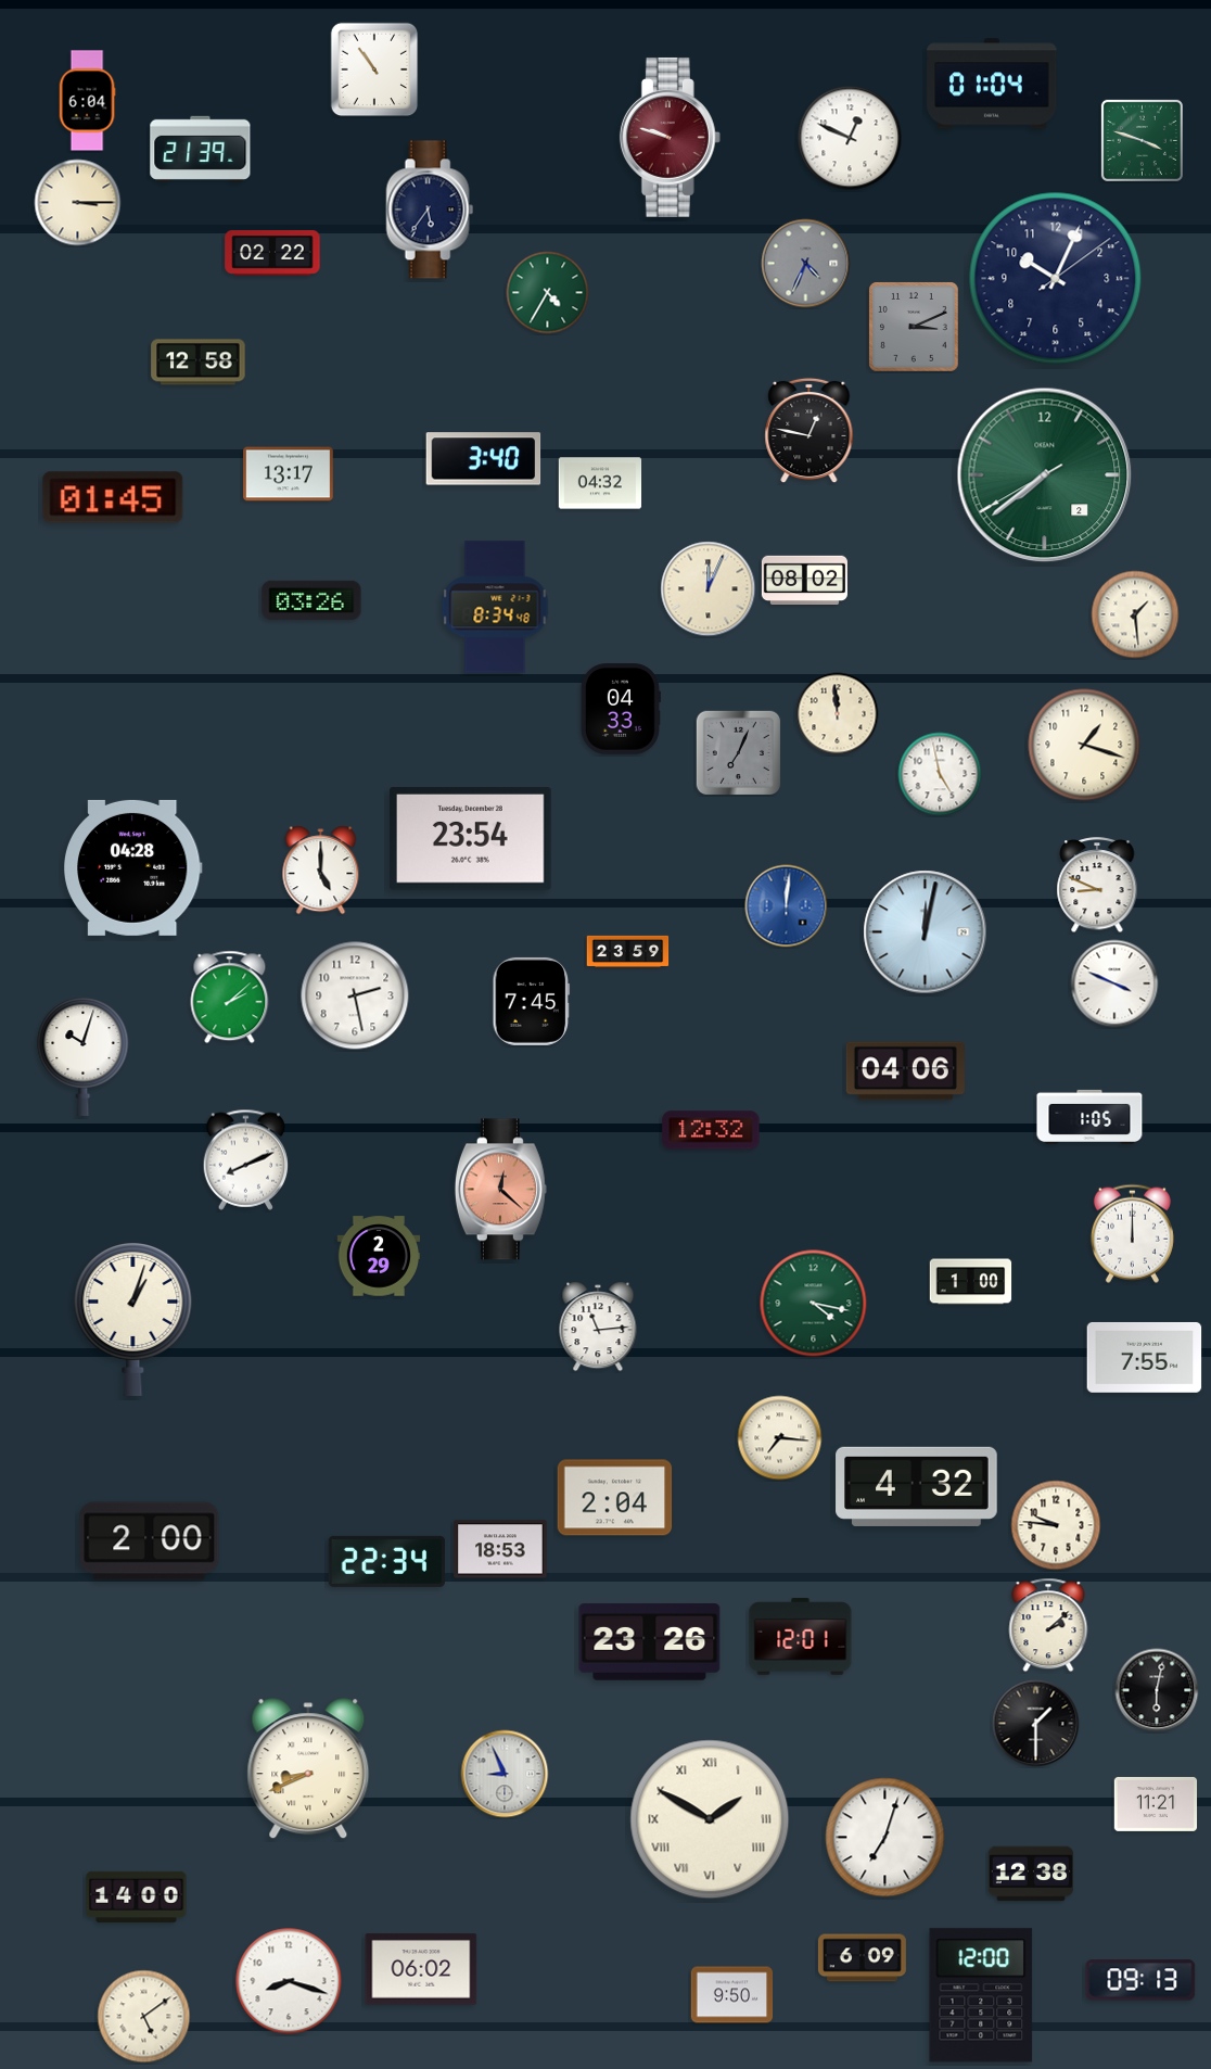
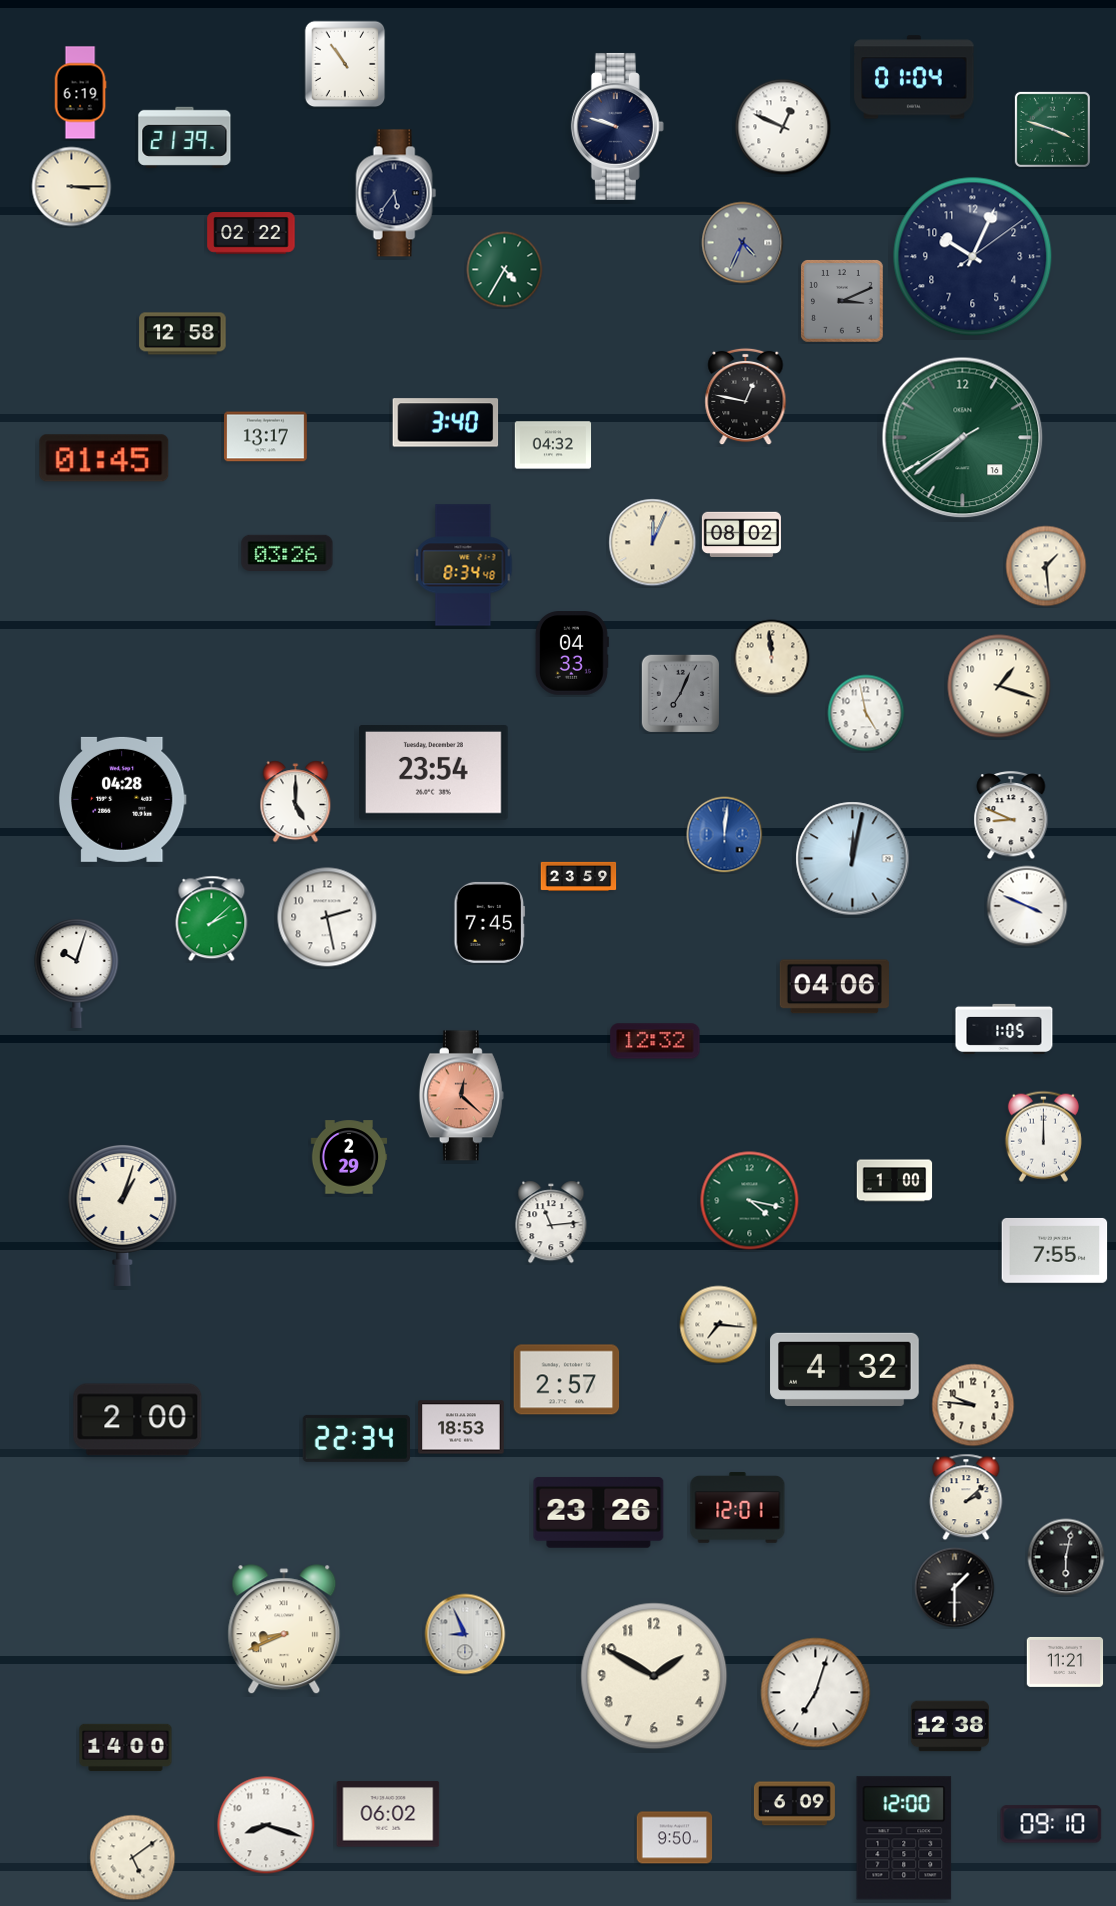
clock at (87, 101): 6:04 -> 6:19
clock at (670, 137) dial: burgundy -> navy
clock at (1045, 475) date: 2 -> 16
clock at (495, 607) position: (495, 607) -> (463, 565)
clock at (246, 1159): 8:11 -> none
clock at (615, 1498): 2:04 -> 2:57
clock at (710, 1819) numerals: Roman -> Arabic
clock at (1140, 1980): 09:13 -> 09:10
